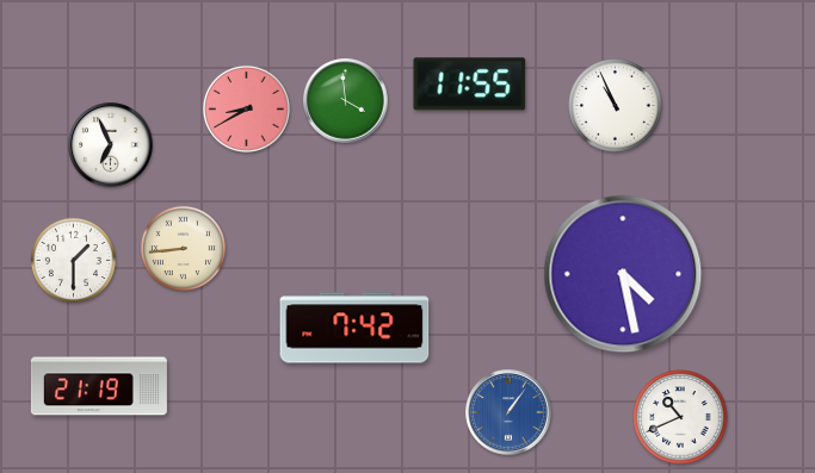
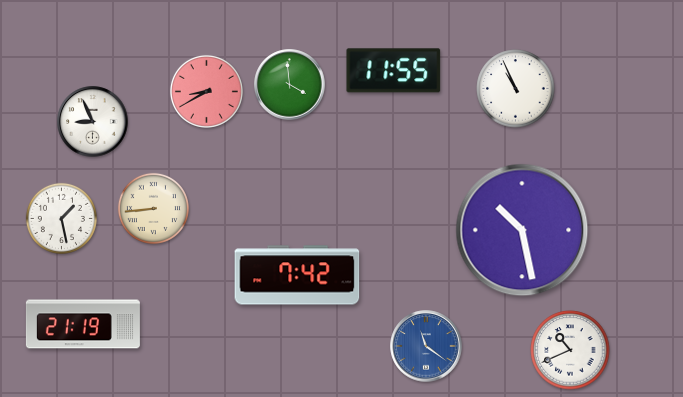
clock at (111, 145): 6:56 -> 8:56
clock at (73, 260): 1:30 -> 1:28
clock at (623, 274): 4:28 -> 10:28
clock at (508, 412): 1:06 -> 11:21
